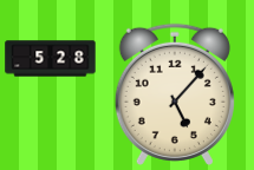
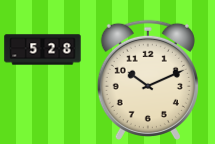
clock at (175, 94): 5:07 -> 10:11
